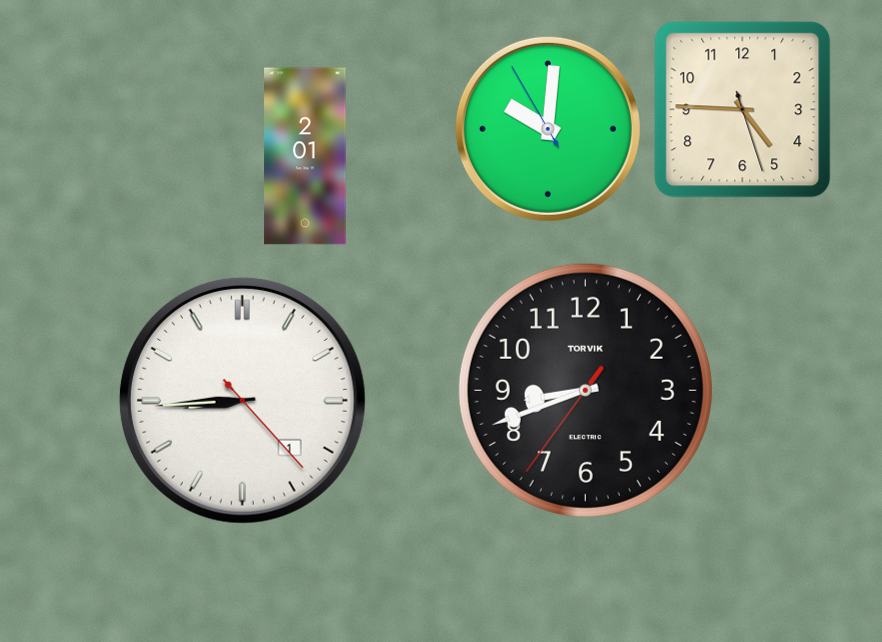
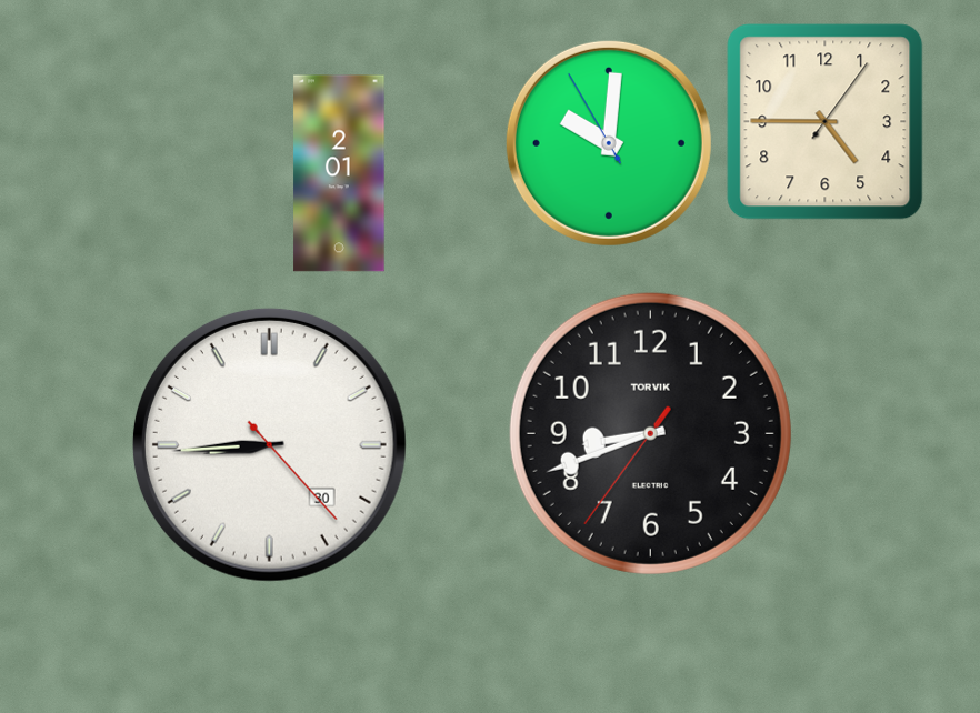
clock at (743, 110): 4:45:27 -> 4:45:06
clock at (242, 400) date: 1 -> 30
